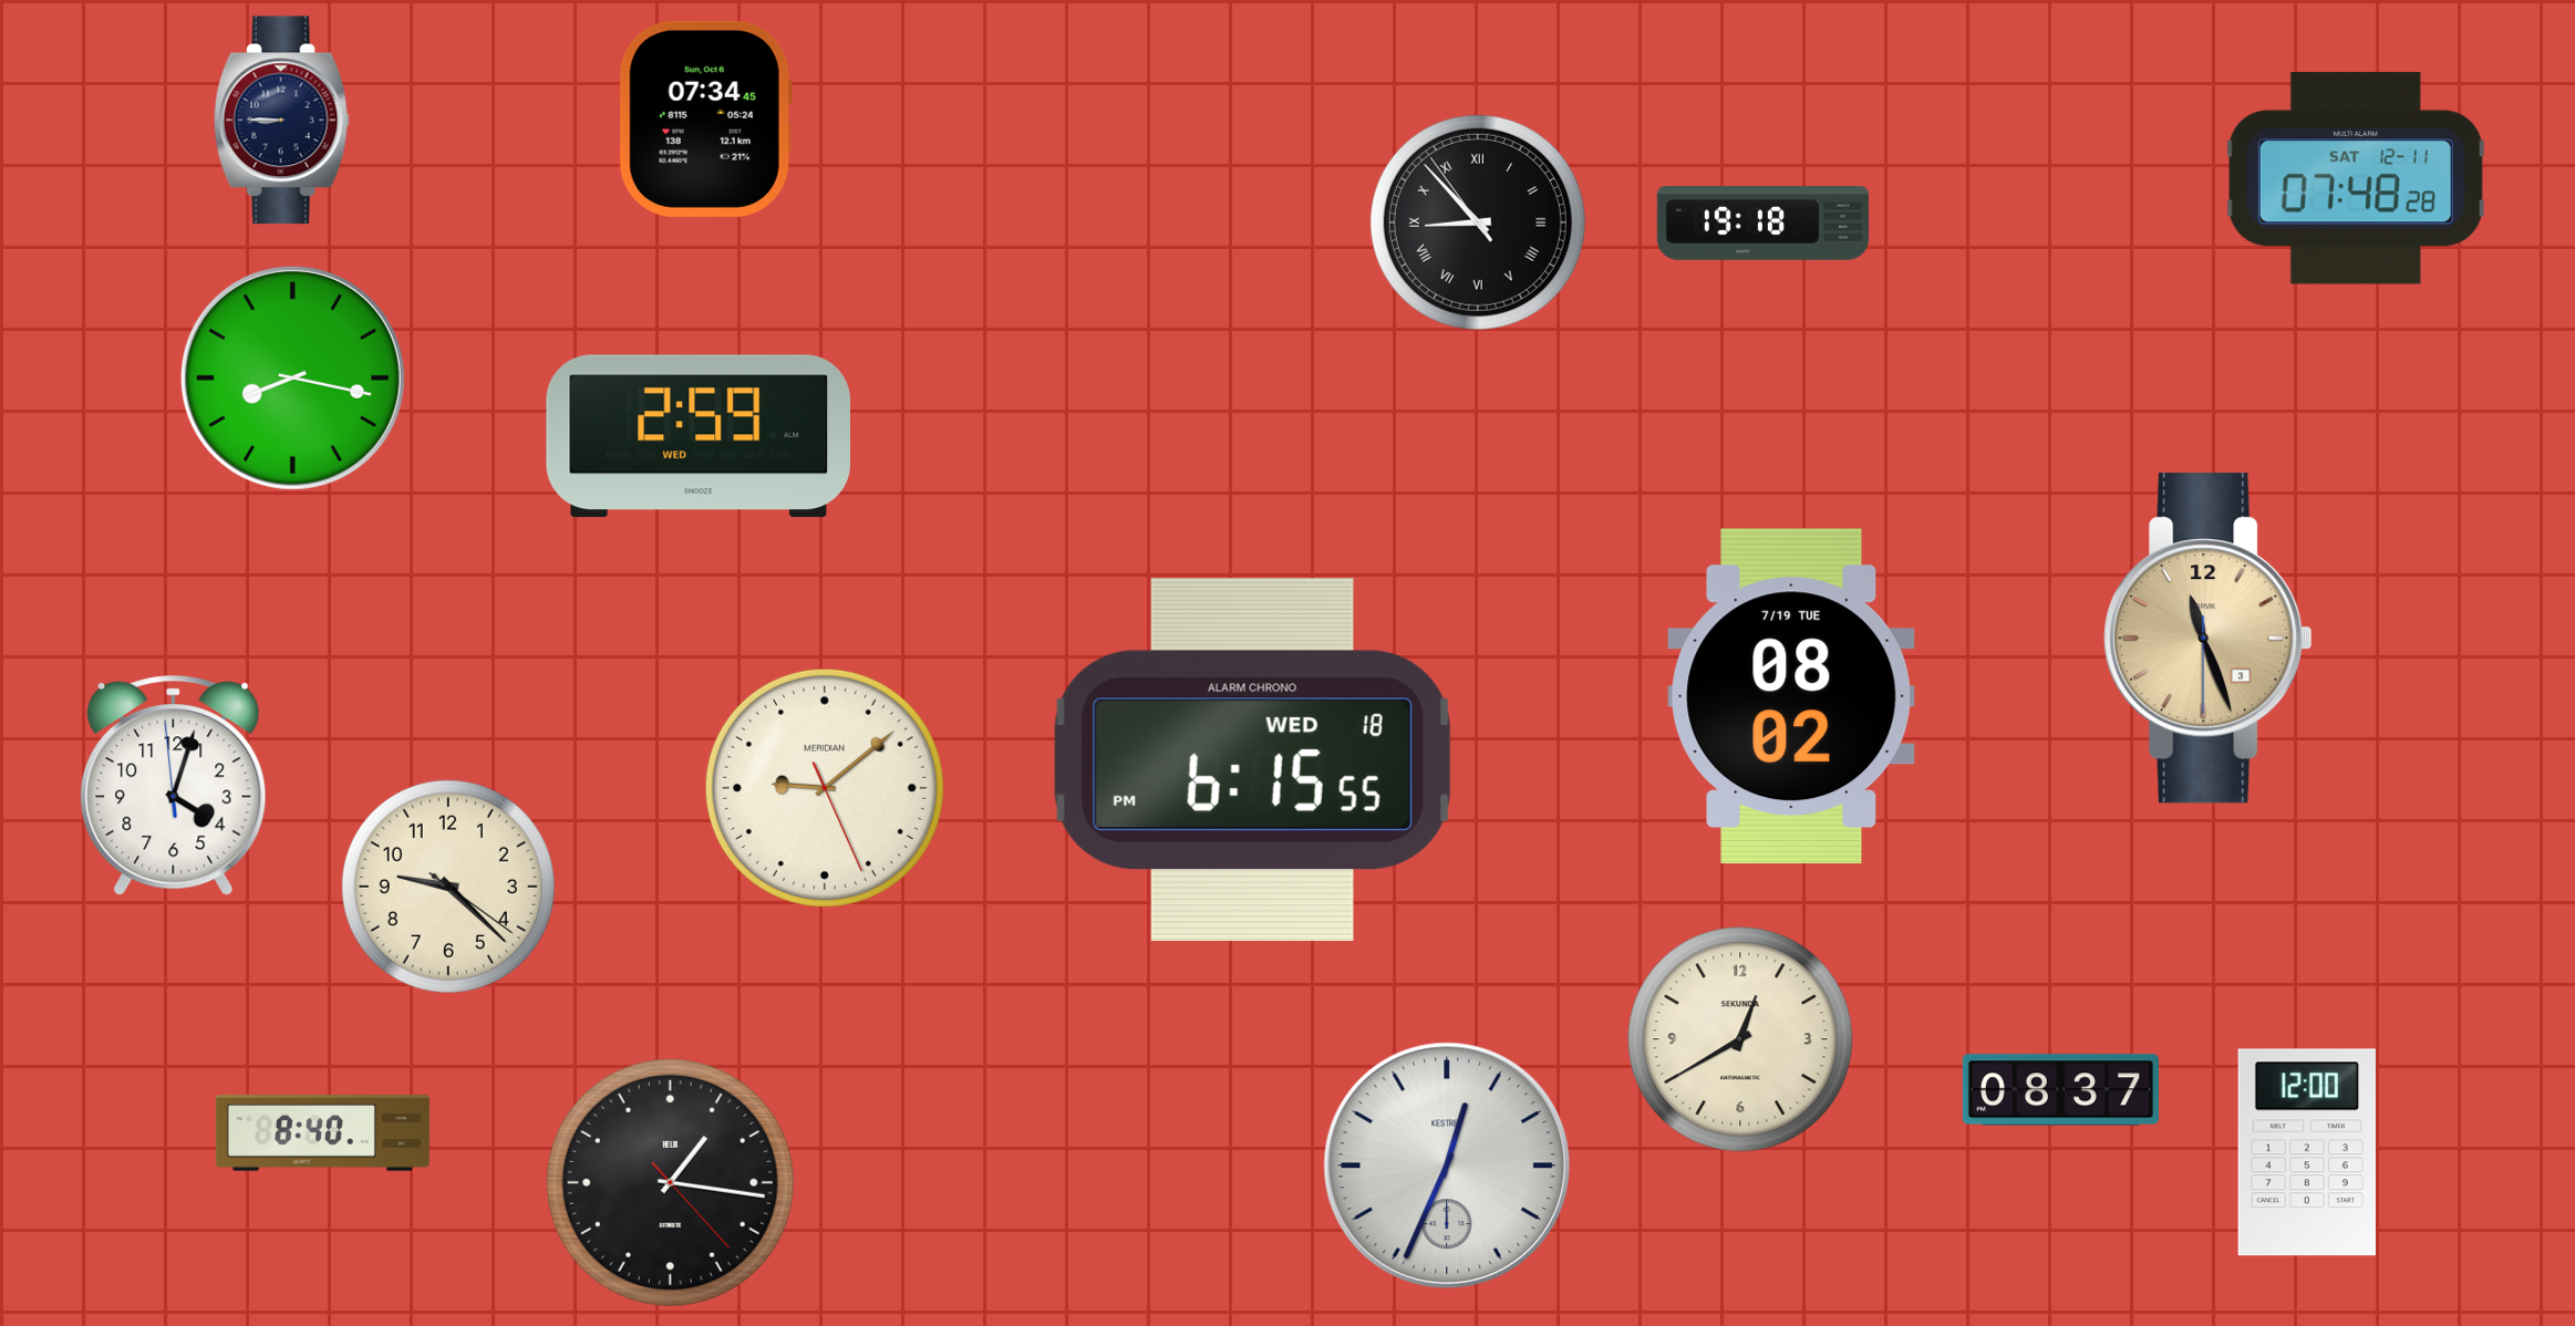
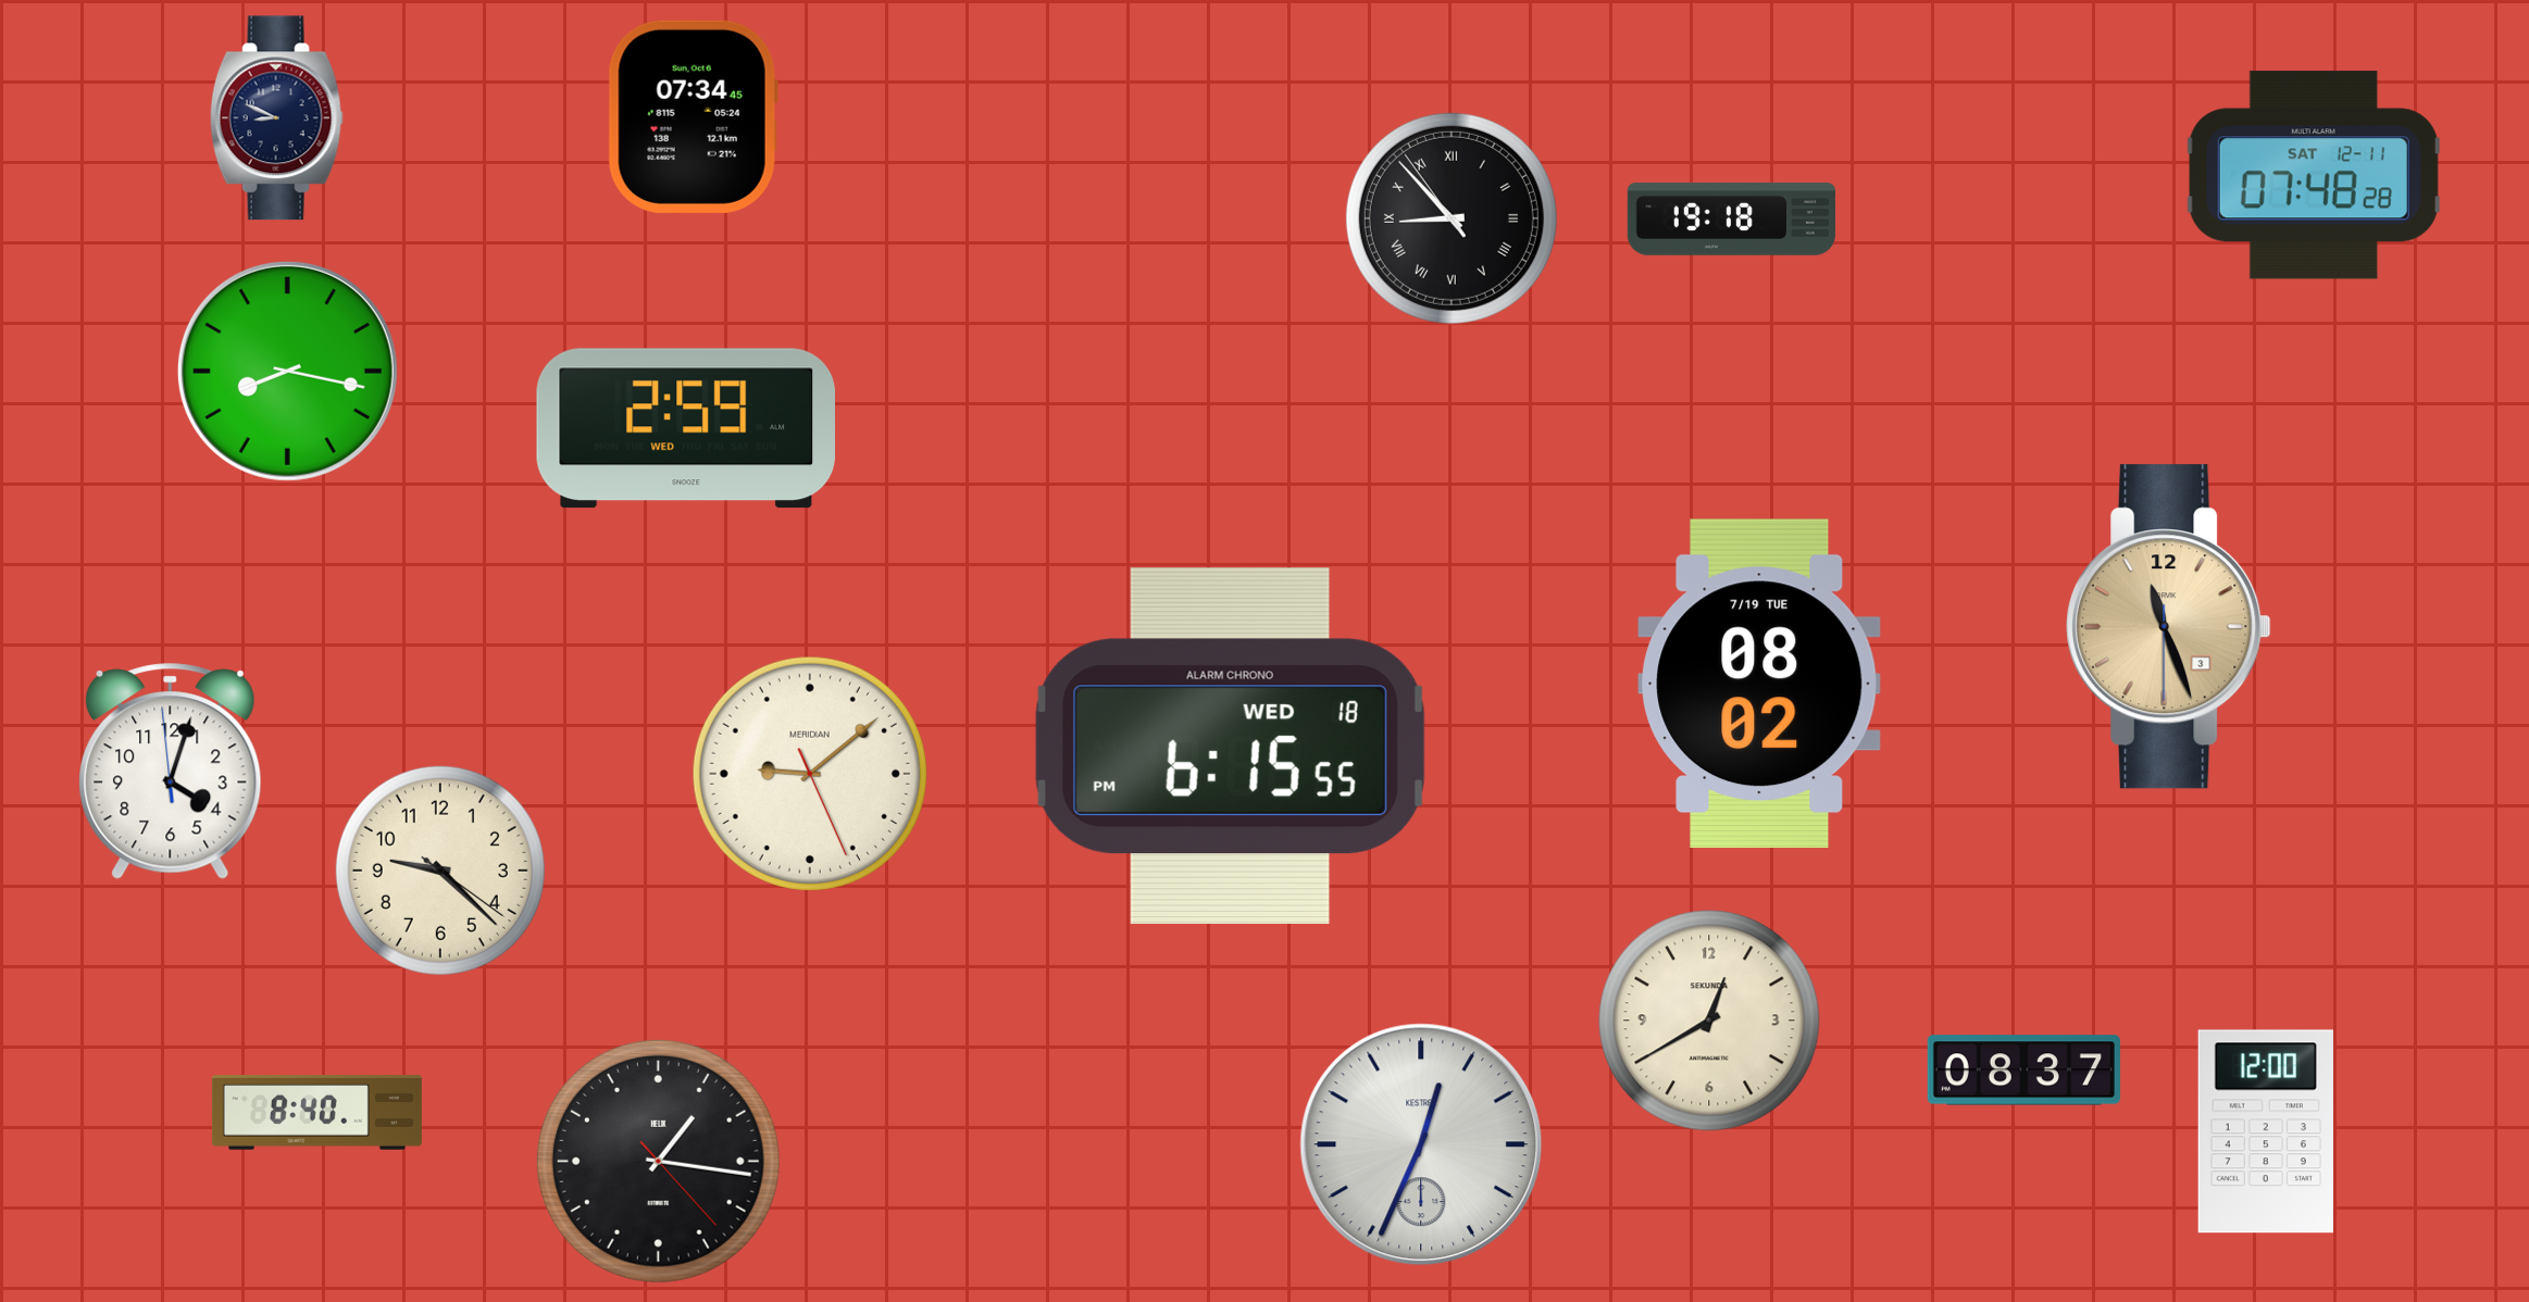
clock at (281, 121): 8:45 -> 8:49
